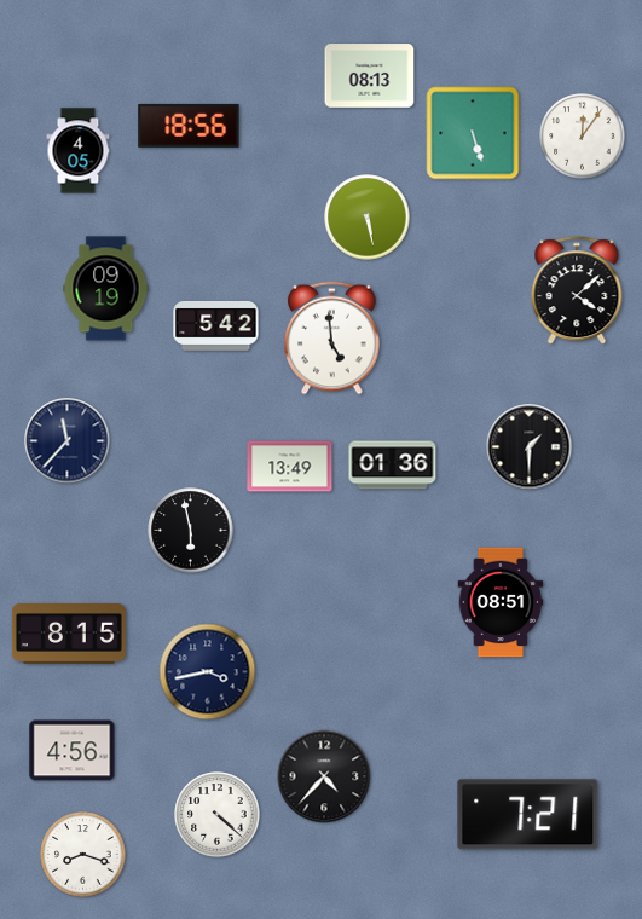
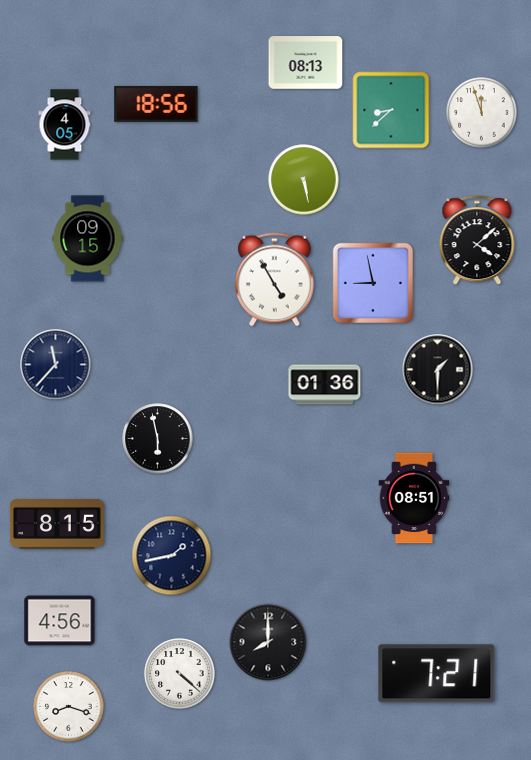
clock at (473, 133): 5:27 -> 8:38
clock at (583, 137): 12:06 -> 11:57
clock at (106, 289): 09:19 -> 09:15
clock at (216, 325): 5:42 -> none
clock at (332, 339): 4:59 -> 4:55
clock at (373, 283): none -> 8:58
clock at (290, 467): 13:49 -> none
clock at (208, 672): 3:43 -> 1:43
clock at (324, 776): 4:37 -> 8:00
